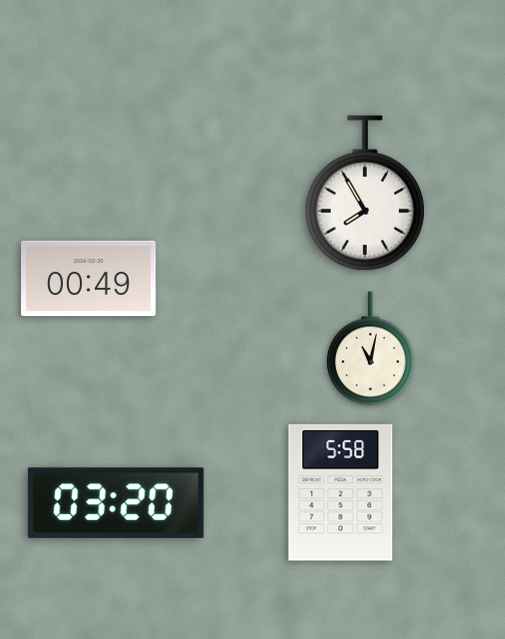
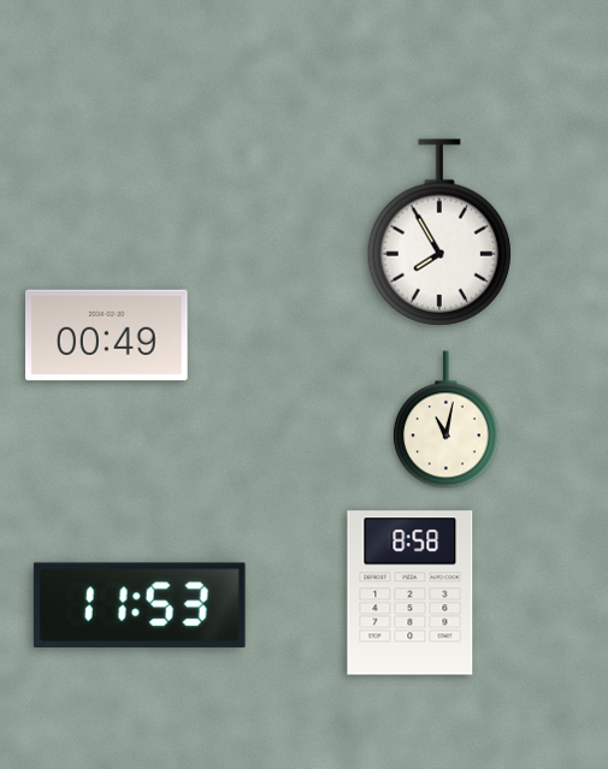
clock at (341, 493): 5:58 -> 8:58
clock at (116, 503): 03:20 -> 11:53
